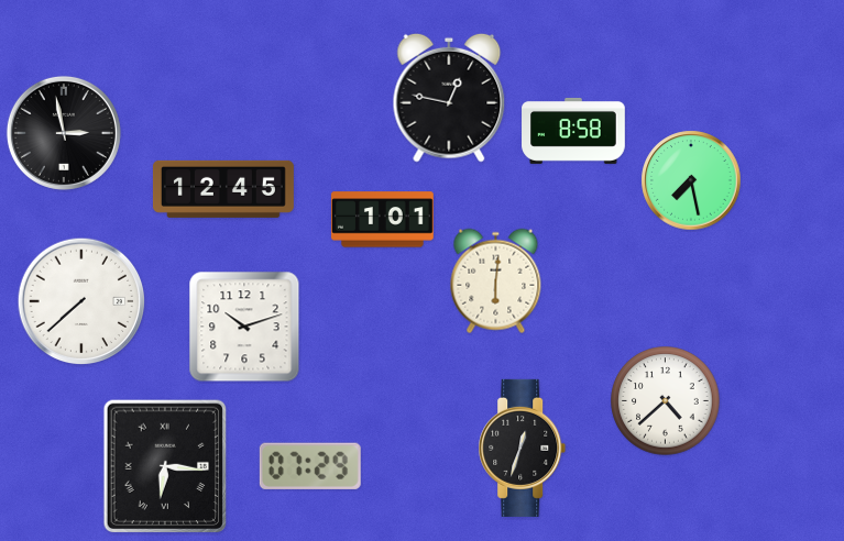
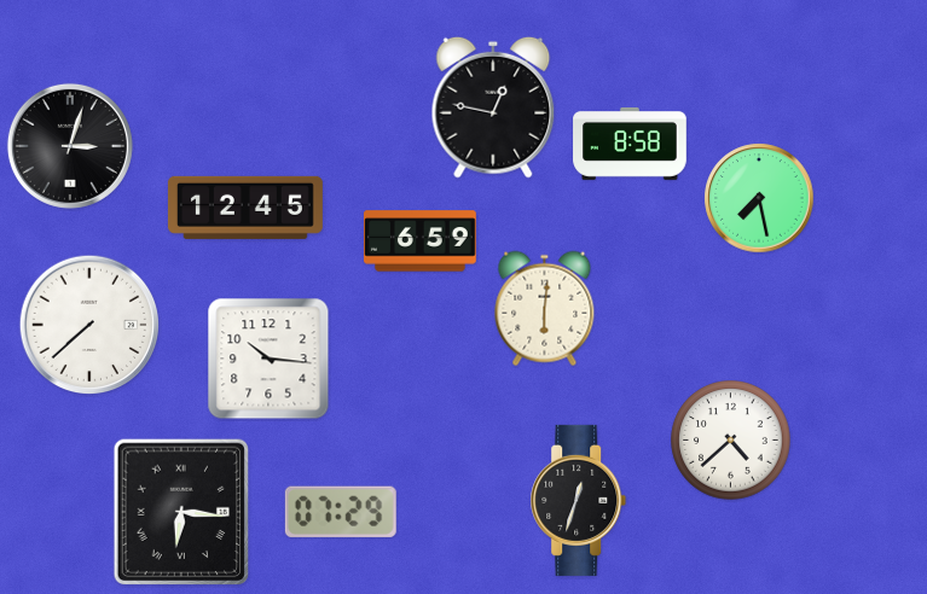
clock at (64, 133): 2:58 -> 3:03
clock at (382, 220): 1:01 -> 6:59
clock at (81, 301) position: (81, 301) -> (89, 325)
clock at (244, 327): 10:12 -> 10:16
clock at (523, 448) position: (523, 448) -> (579, 500)
